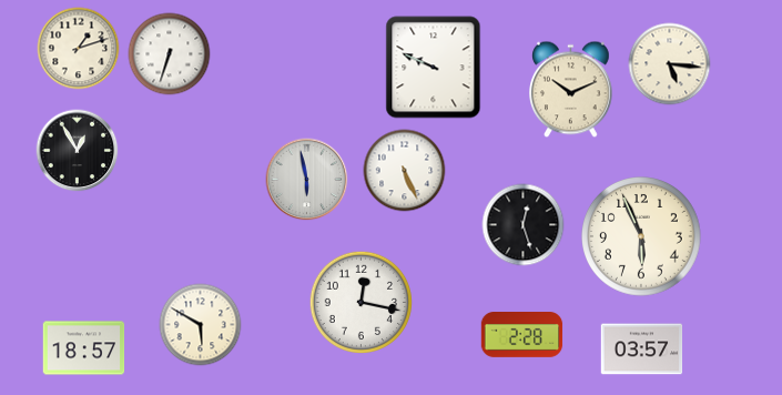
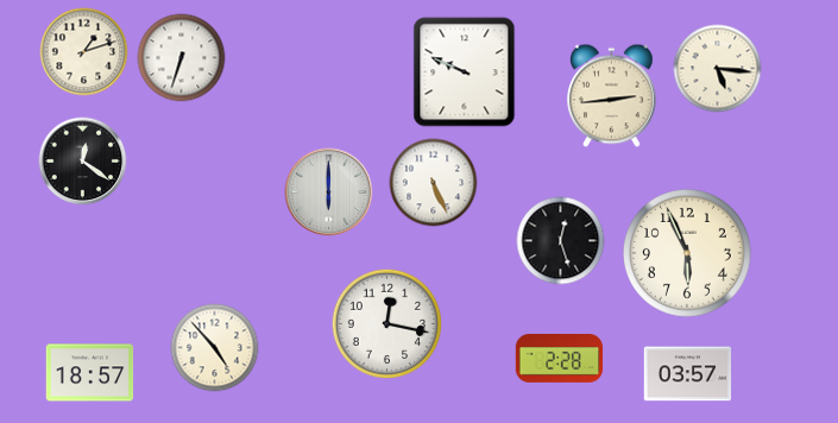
clock at (571, 90): 10:11 -> 2:44
clock at (78, 151): 12:55 -> 12:21
clock at (307, 180): 5:58 -> 6:00
clock at (201, 325): 5:50 -> 4:53
